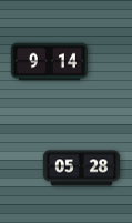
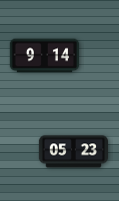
clock at (81, 169): 05:28 -> 05:23
